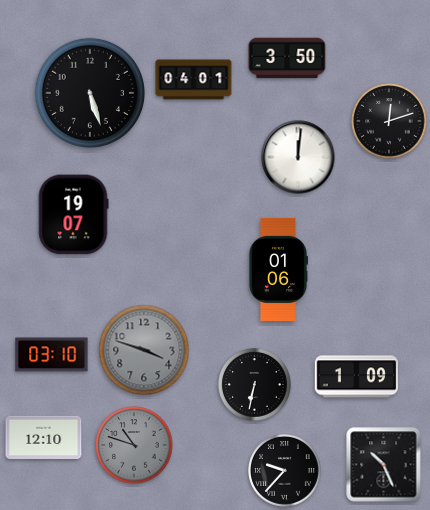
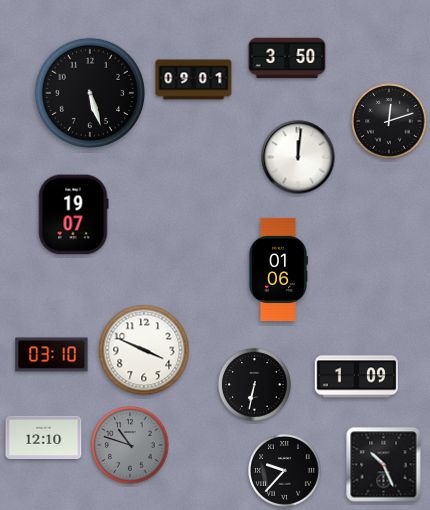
clock at (194, 80): 04:01 -> 09:01
clock at (144, 350): 3:48 -> 3:49
clock at (144, 350) dial: grey -> white
clock at (134, 445) position: (134, 445) -> (130, 445)
